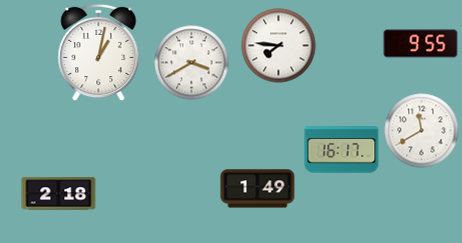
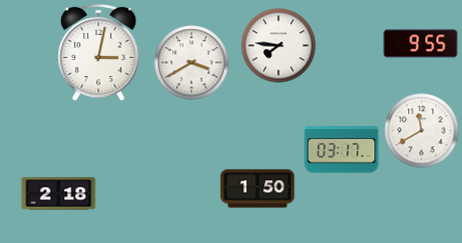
clock at (99, 53): 1:02 -> 3:02
clock at (342, 150): 16:17 -> 03:17
clock at (258, 189): 1:49 -> 1:50
